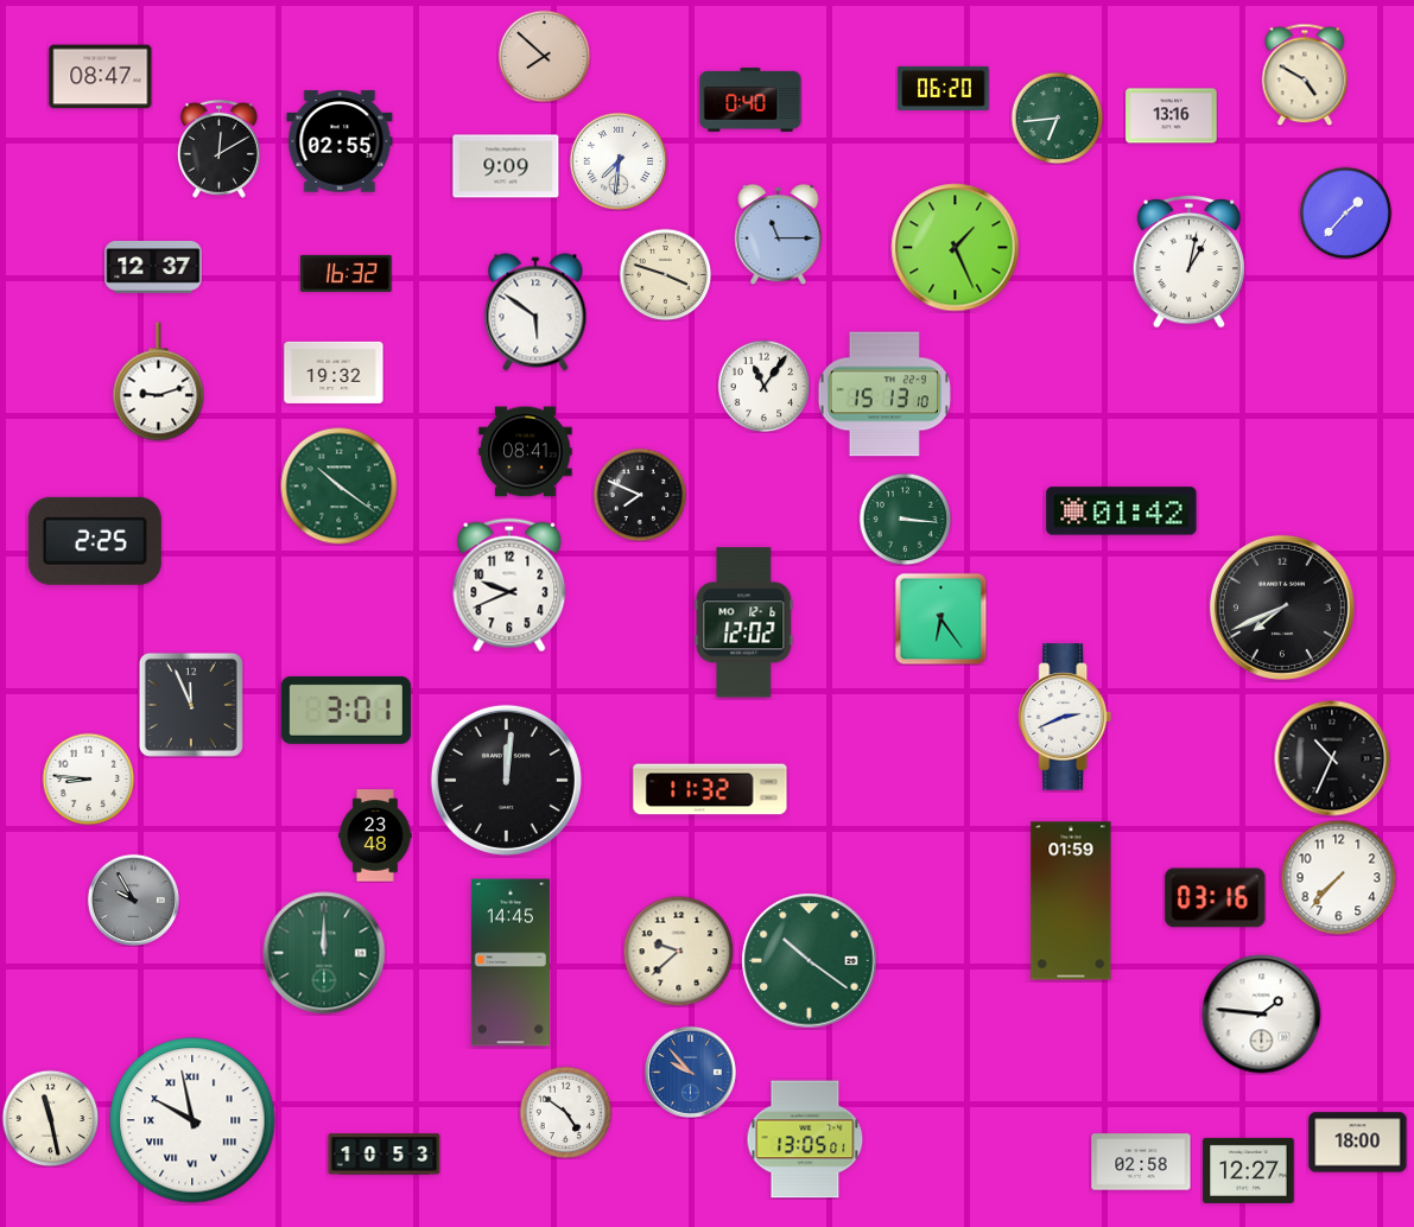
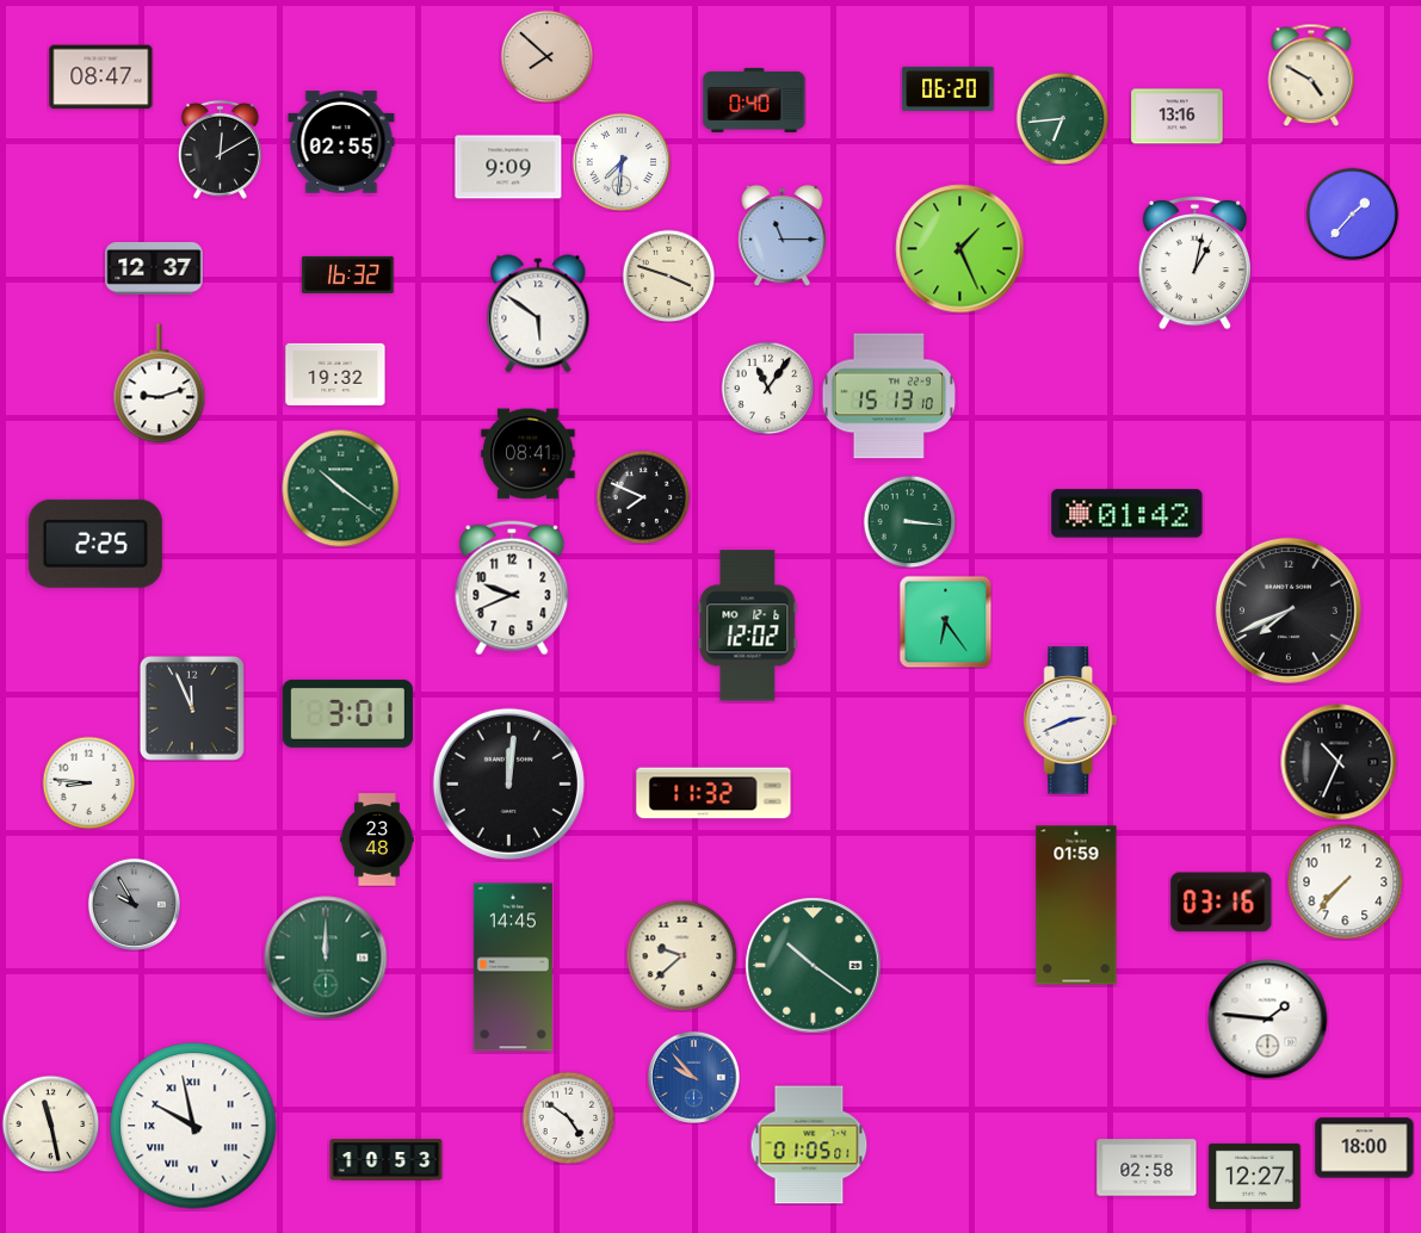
clock at (805, 1139): 13:05 -> 01:05
